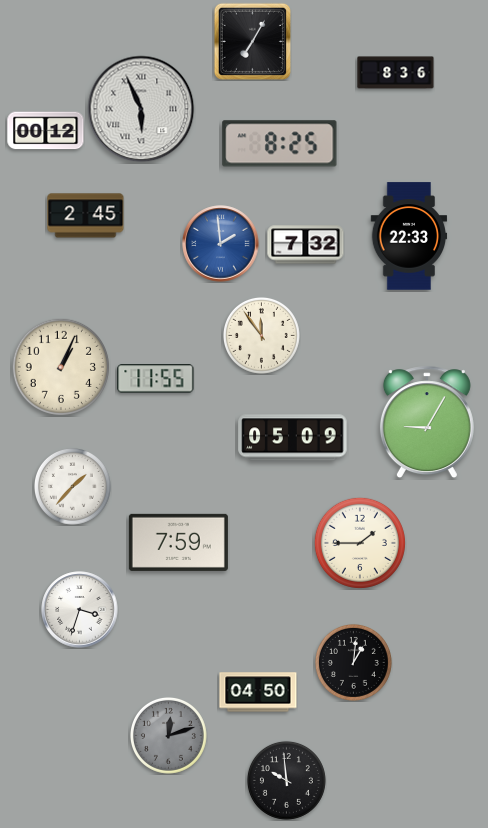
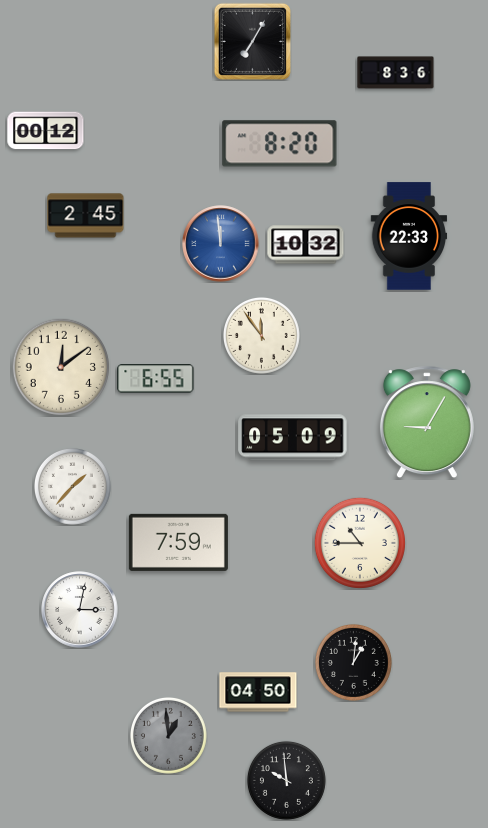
clock at (141, 109): 5:56 -> none
clock at (280, 144): 8:25 -> 8:20
clock at (221, 244): 1:59 -> 11:59
clock at (306, 245): 7:32 -> 10:32
clock at (61, 367): 1:04 -> 12:09
clock at (156, 379): 11:55 -> 6:55
clock at (360, 543): 1:45 -> 10:45
clock at (80, 610): 3:33 -> 3:02
clock at (168, 735): 12:12 -> 12:59
